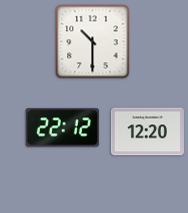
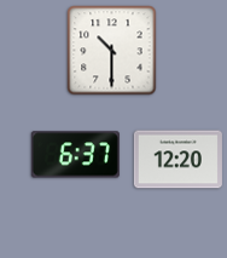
clock at (62, 128): 22:12 -> 6:37
